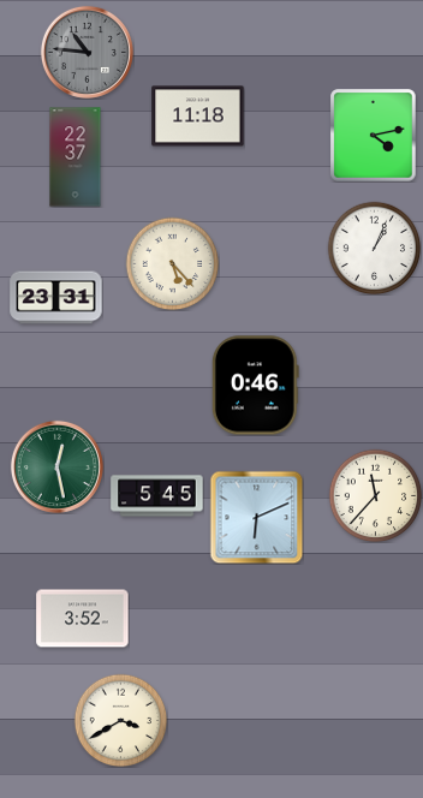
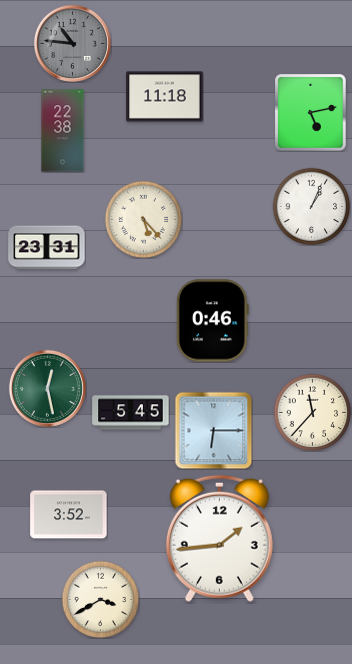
clock at (374, 136): 4:13 -> 5:13
clock at (76, 157): 22:37 -> 22:38
clock at (256, 517): 6:11 -> 6:15
clock at (219, 538): none -> 1:44
